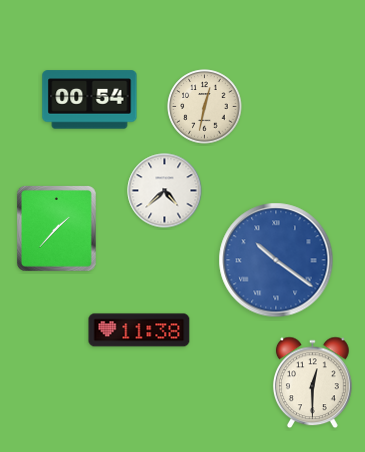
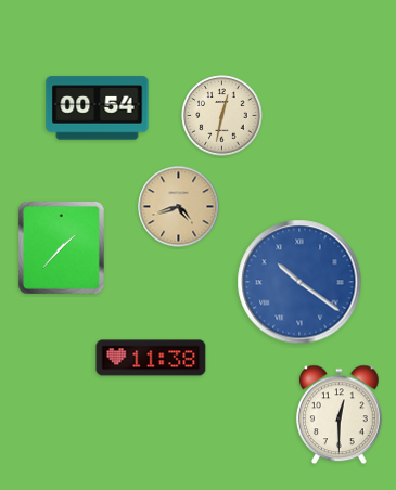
clock at (165, 191): 4:38 -> 4:42
clock at (165, 191) dial: white -> champagne
